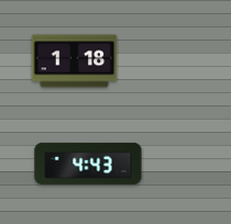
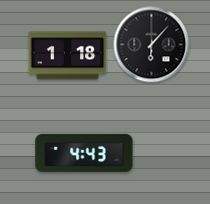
clock at (152, 45): none -> 6:07
clock at (88, 164) position: (88, 164) -> (84, 153)
